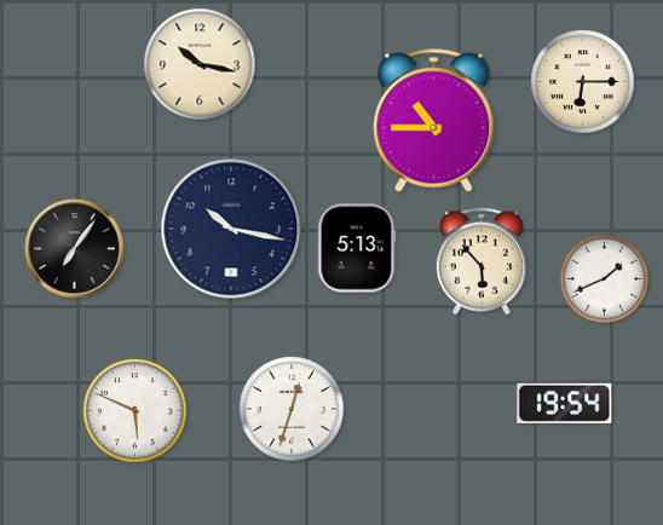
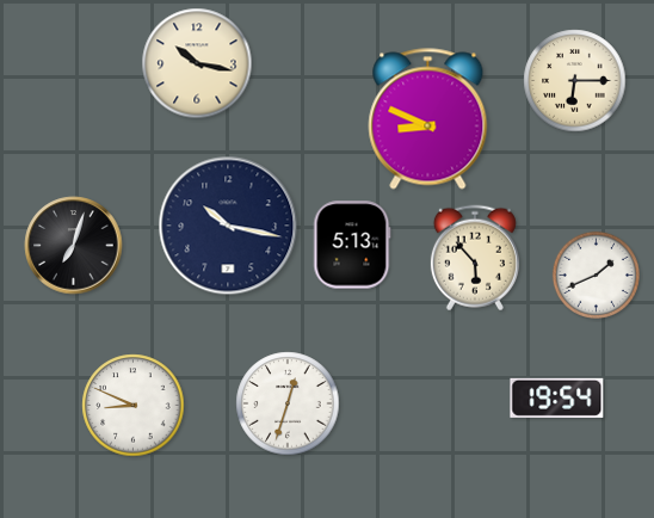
clock at (434, 121): 10:45 -> 8:49
clock at (75, 249): 7:06 -> 7:03
clock at (136, 411): 5:49 -> 8:49
